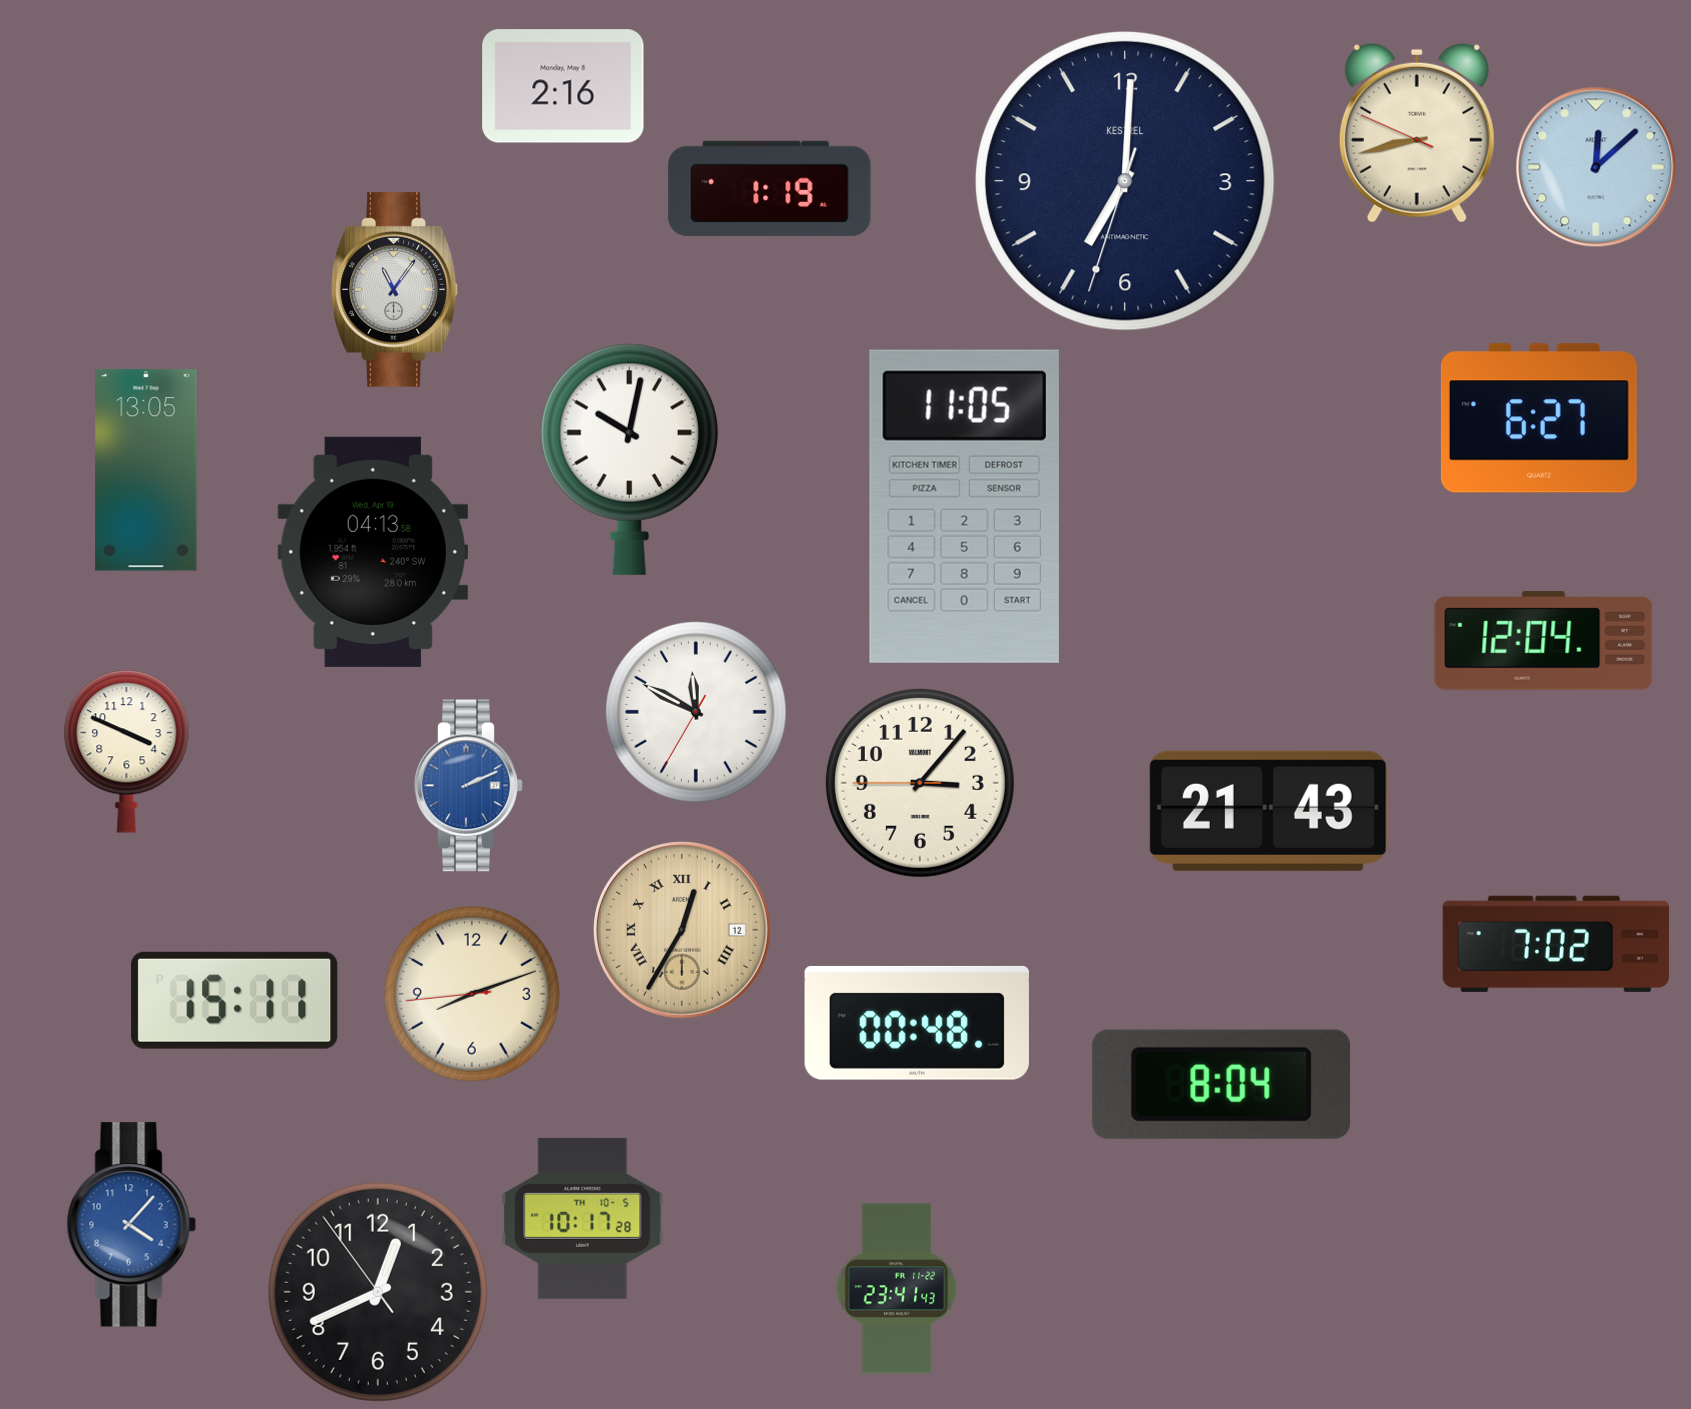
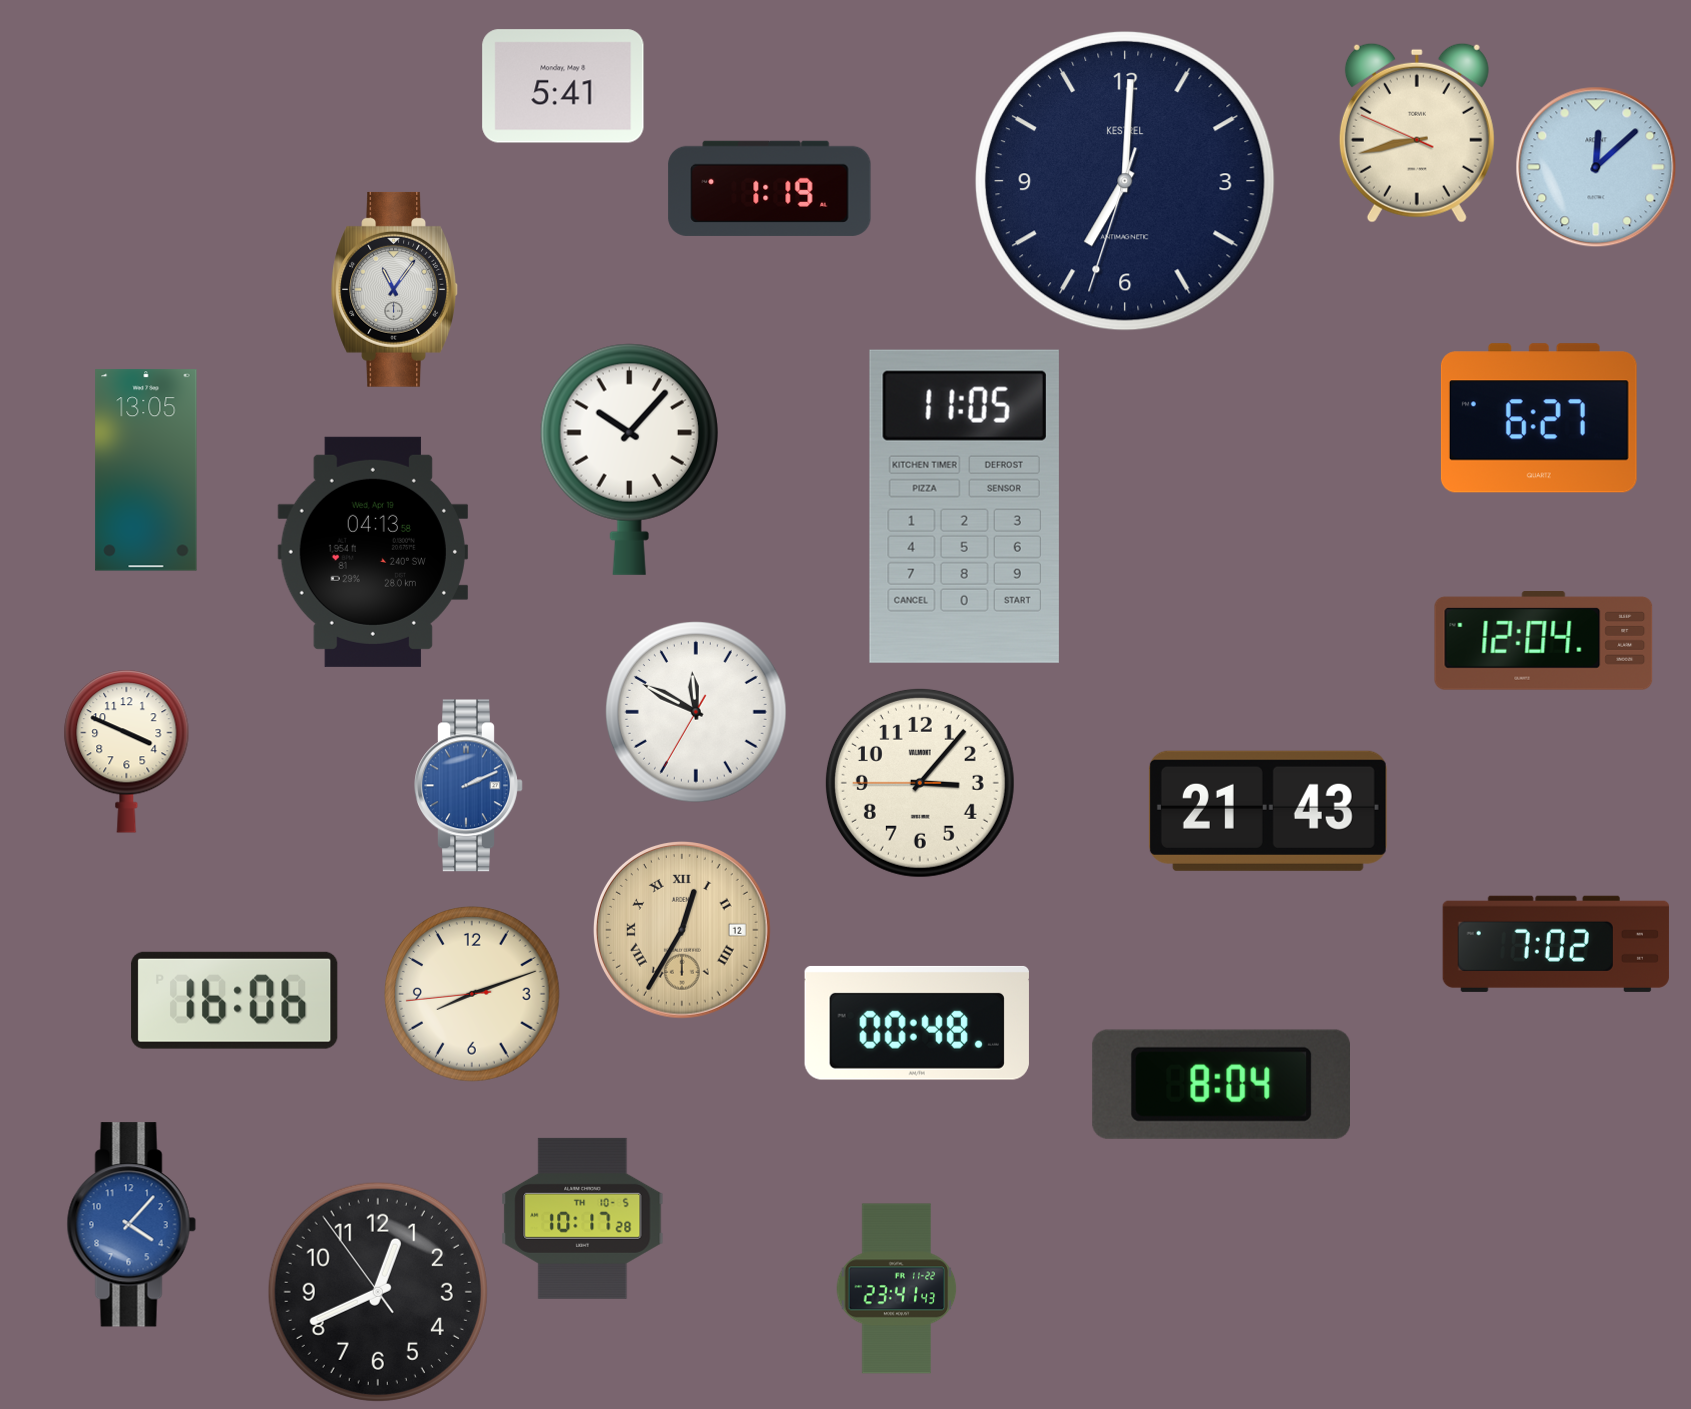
clock at (563, 86): 2:16 -> 5:41
clock at (629, 459): 10:02 -> 10:07
clock at (235, 1000): 15:11 -> 16:06
